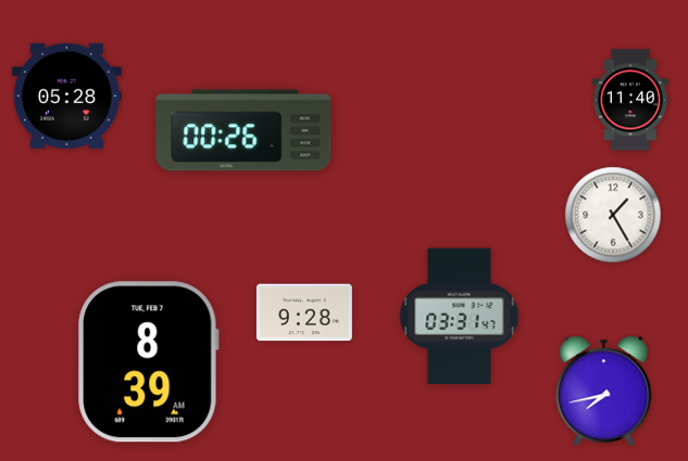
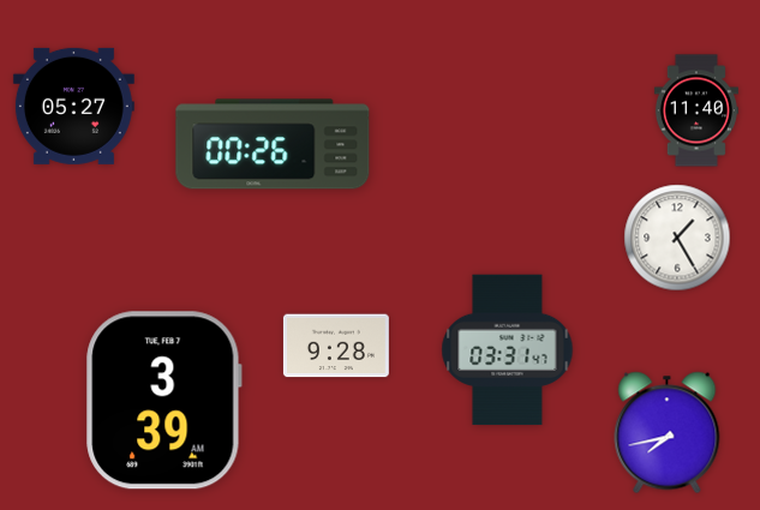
clock at (66, 95): 05:28 -> 05:27
clock at (243, 130) position: (243, 130) -> (273, 144)
clock at (148, 362): 8:39 -> 3:39
